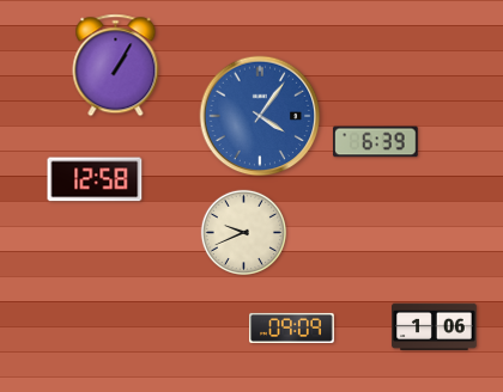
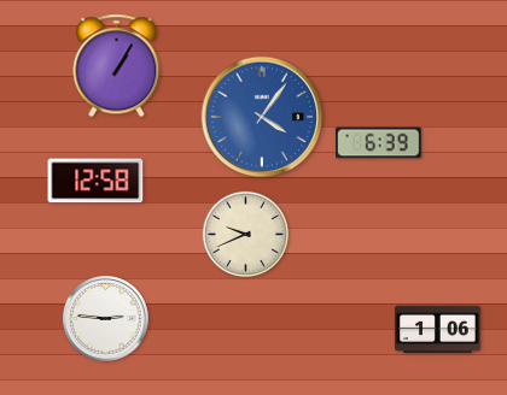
clock at (106, 319): none -> 2:46
clock at (292, 327): 09:09 -> none
